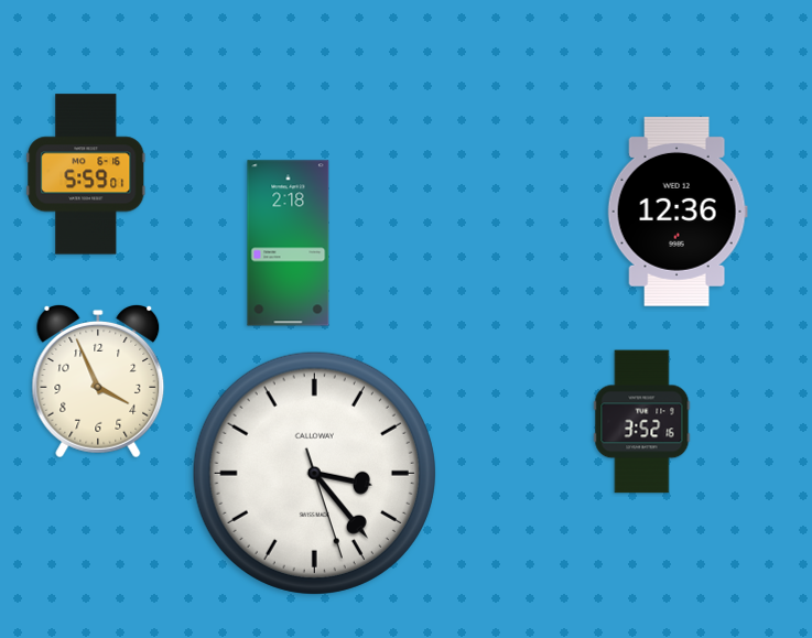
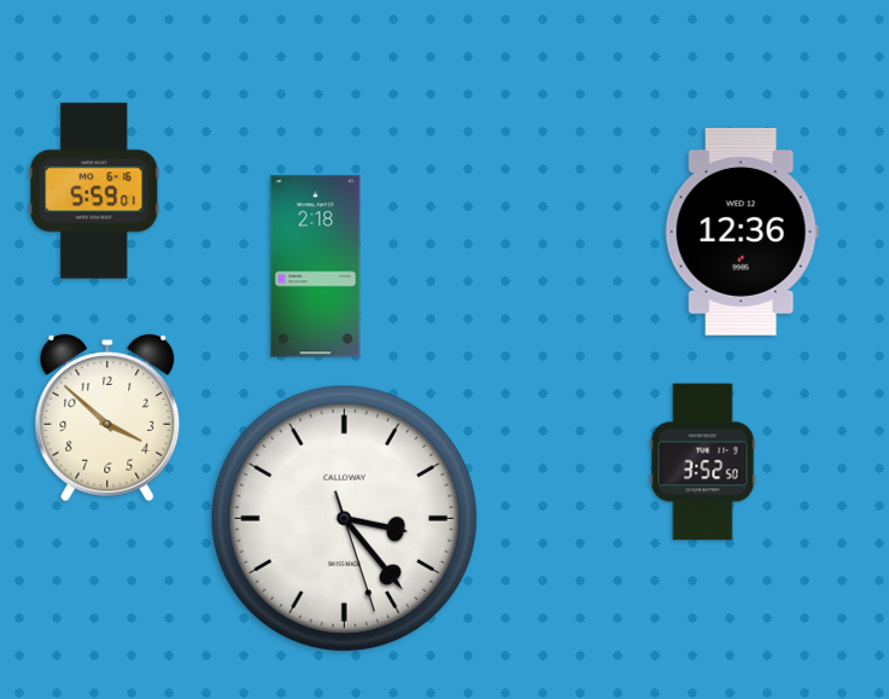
clock at (98, 381): 3:56 -> 3:52
clock at (642, 422): 3:52:16 -> 3:52:50
